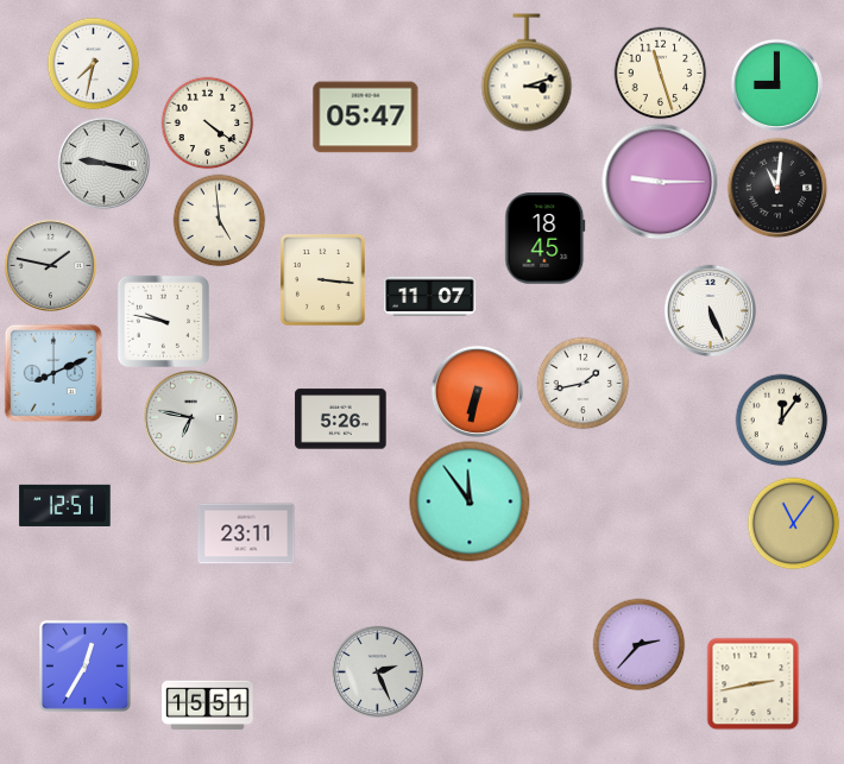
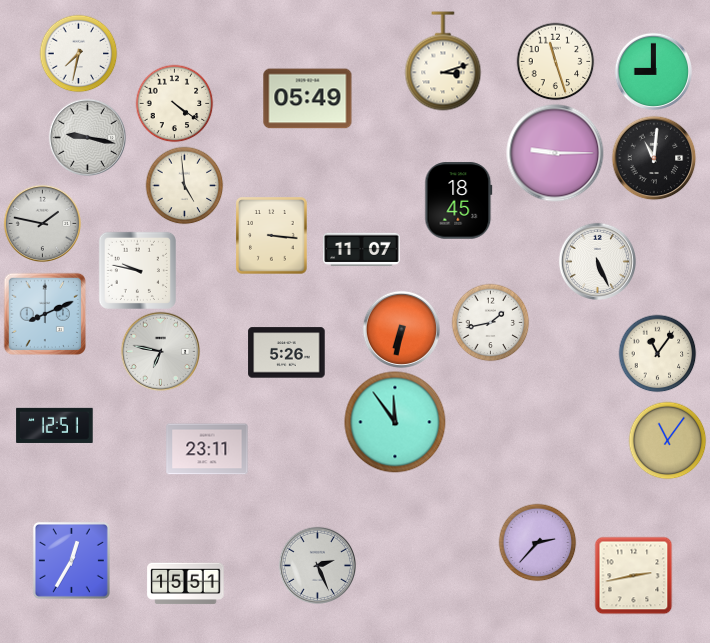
clock at (366, 118): 05:47 -> 05:49
clock at (781, 419): 12:06 -> 11:06
clock at (208, 706) position: (208, 706) -> (186, 584)
